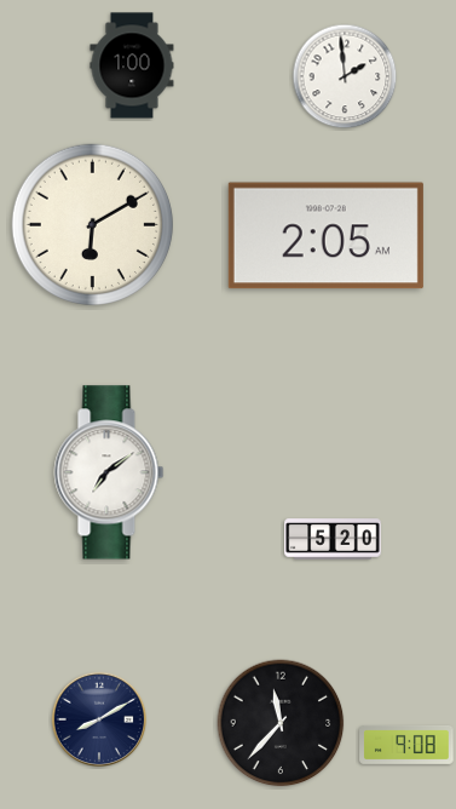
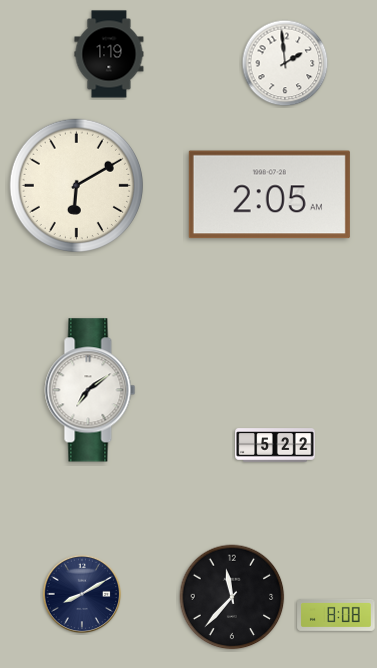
clock at (132, 65): 1:00 -> 1:19
clock at (333, 539): 5:20 -> 5:22
clock at (406, 745): 9:08 -> 8:08
